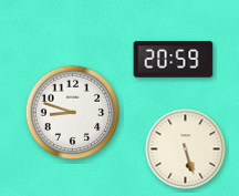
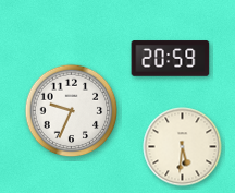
clock at (73, 113): 8:48 -> 9:34
clock at (186, 149): 5:27 -> 5:31
